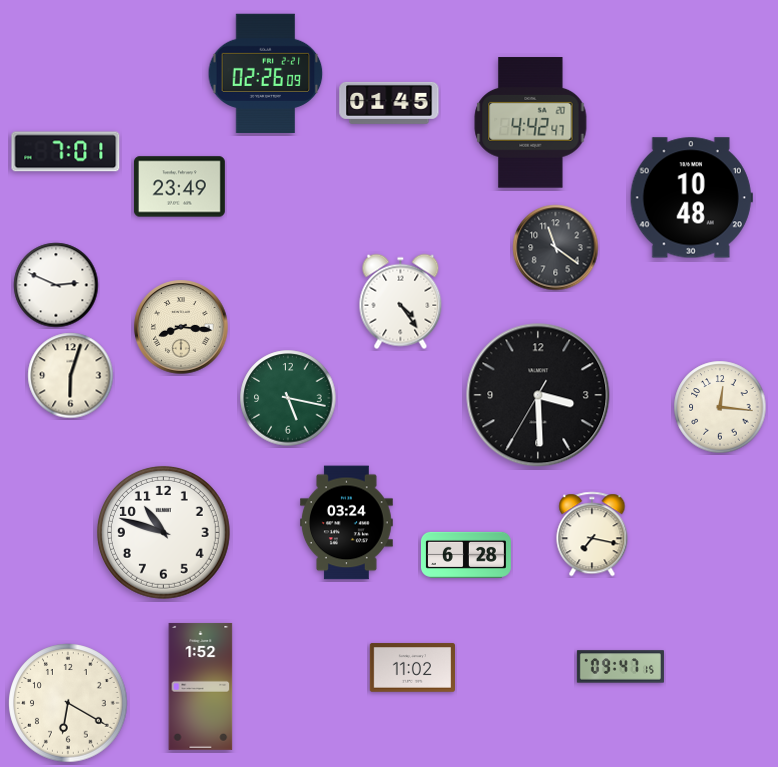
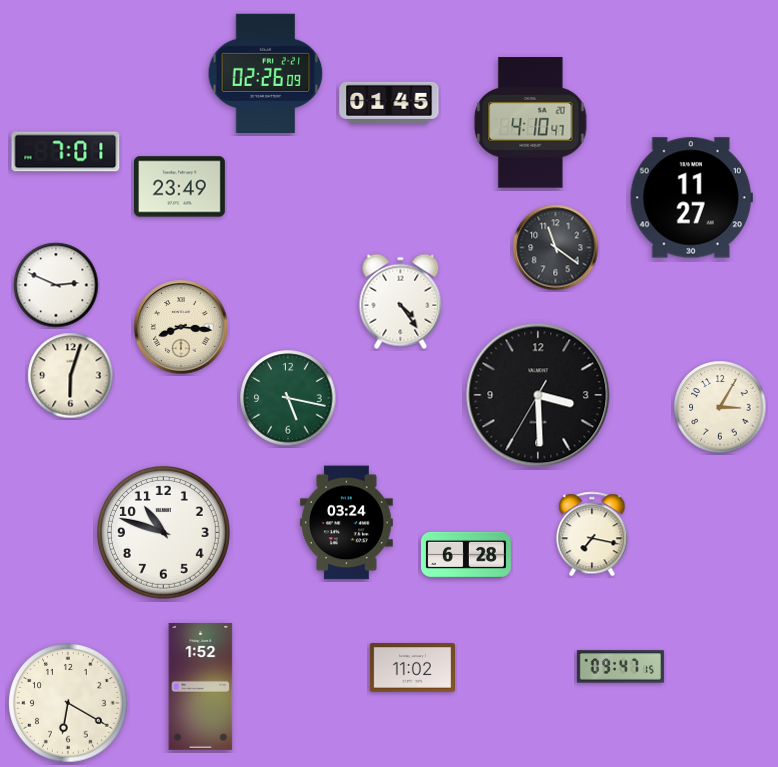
clock at (531, 123): 4:42 -> 4:10
clock at (691, 198): 10:48 -> 11:27
clock at (720, 407): 12:16 -> 3:05
